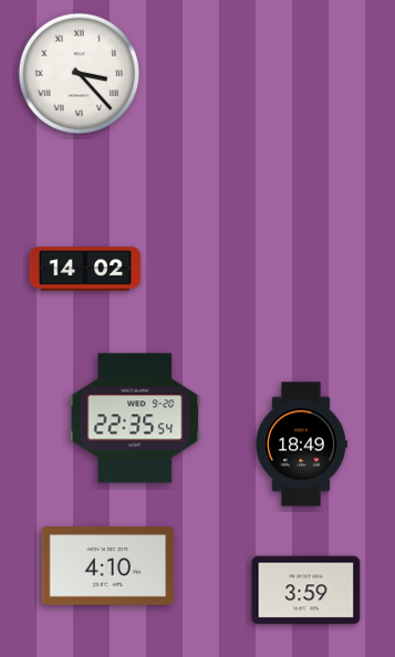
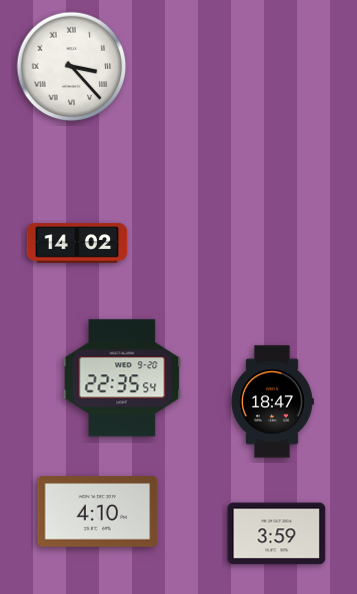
clock at (302, 445): 18:49 -> 18:47
